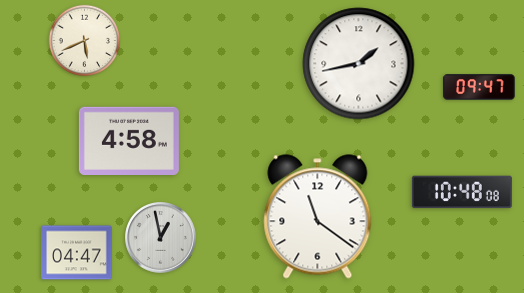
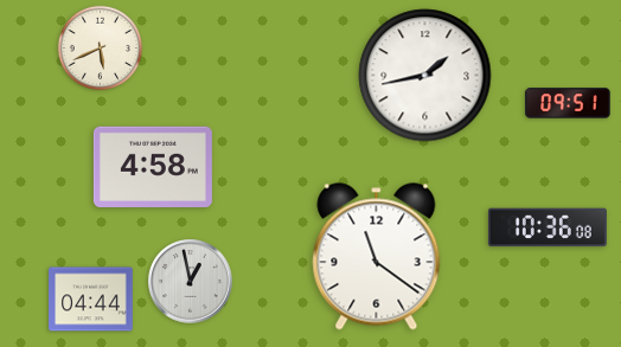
clock at (479, 87): 09:47 -> 09:51
clock at (462, 192): 10:48 -> 10:36
clock at (77, 253): 04:47 -> 04:44
